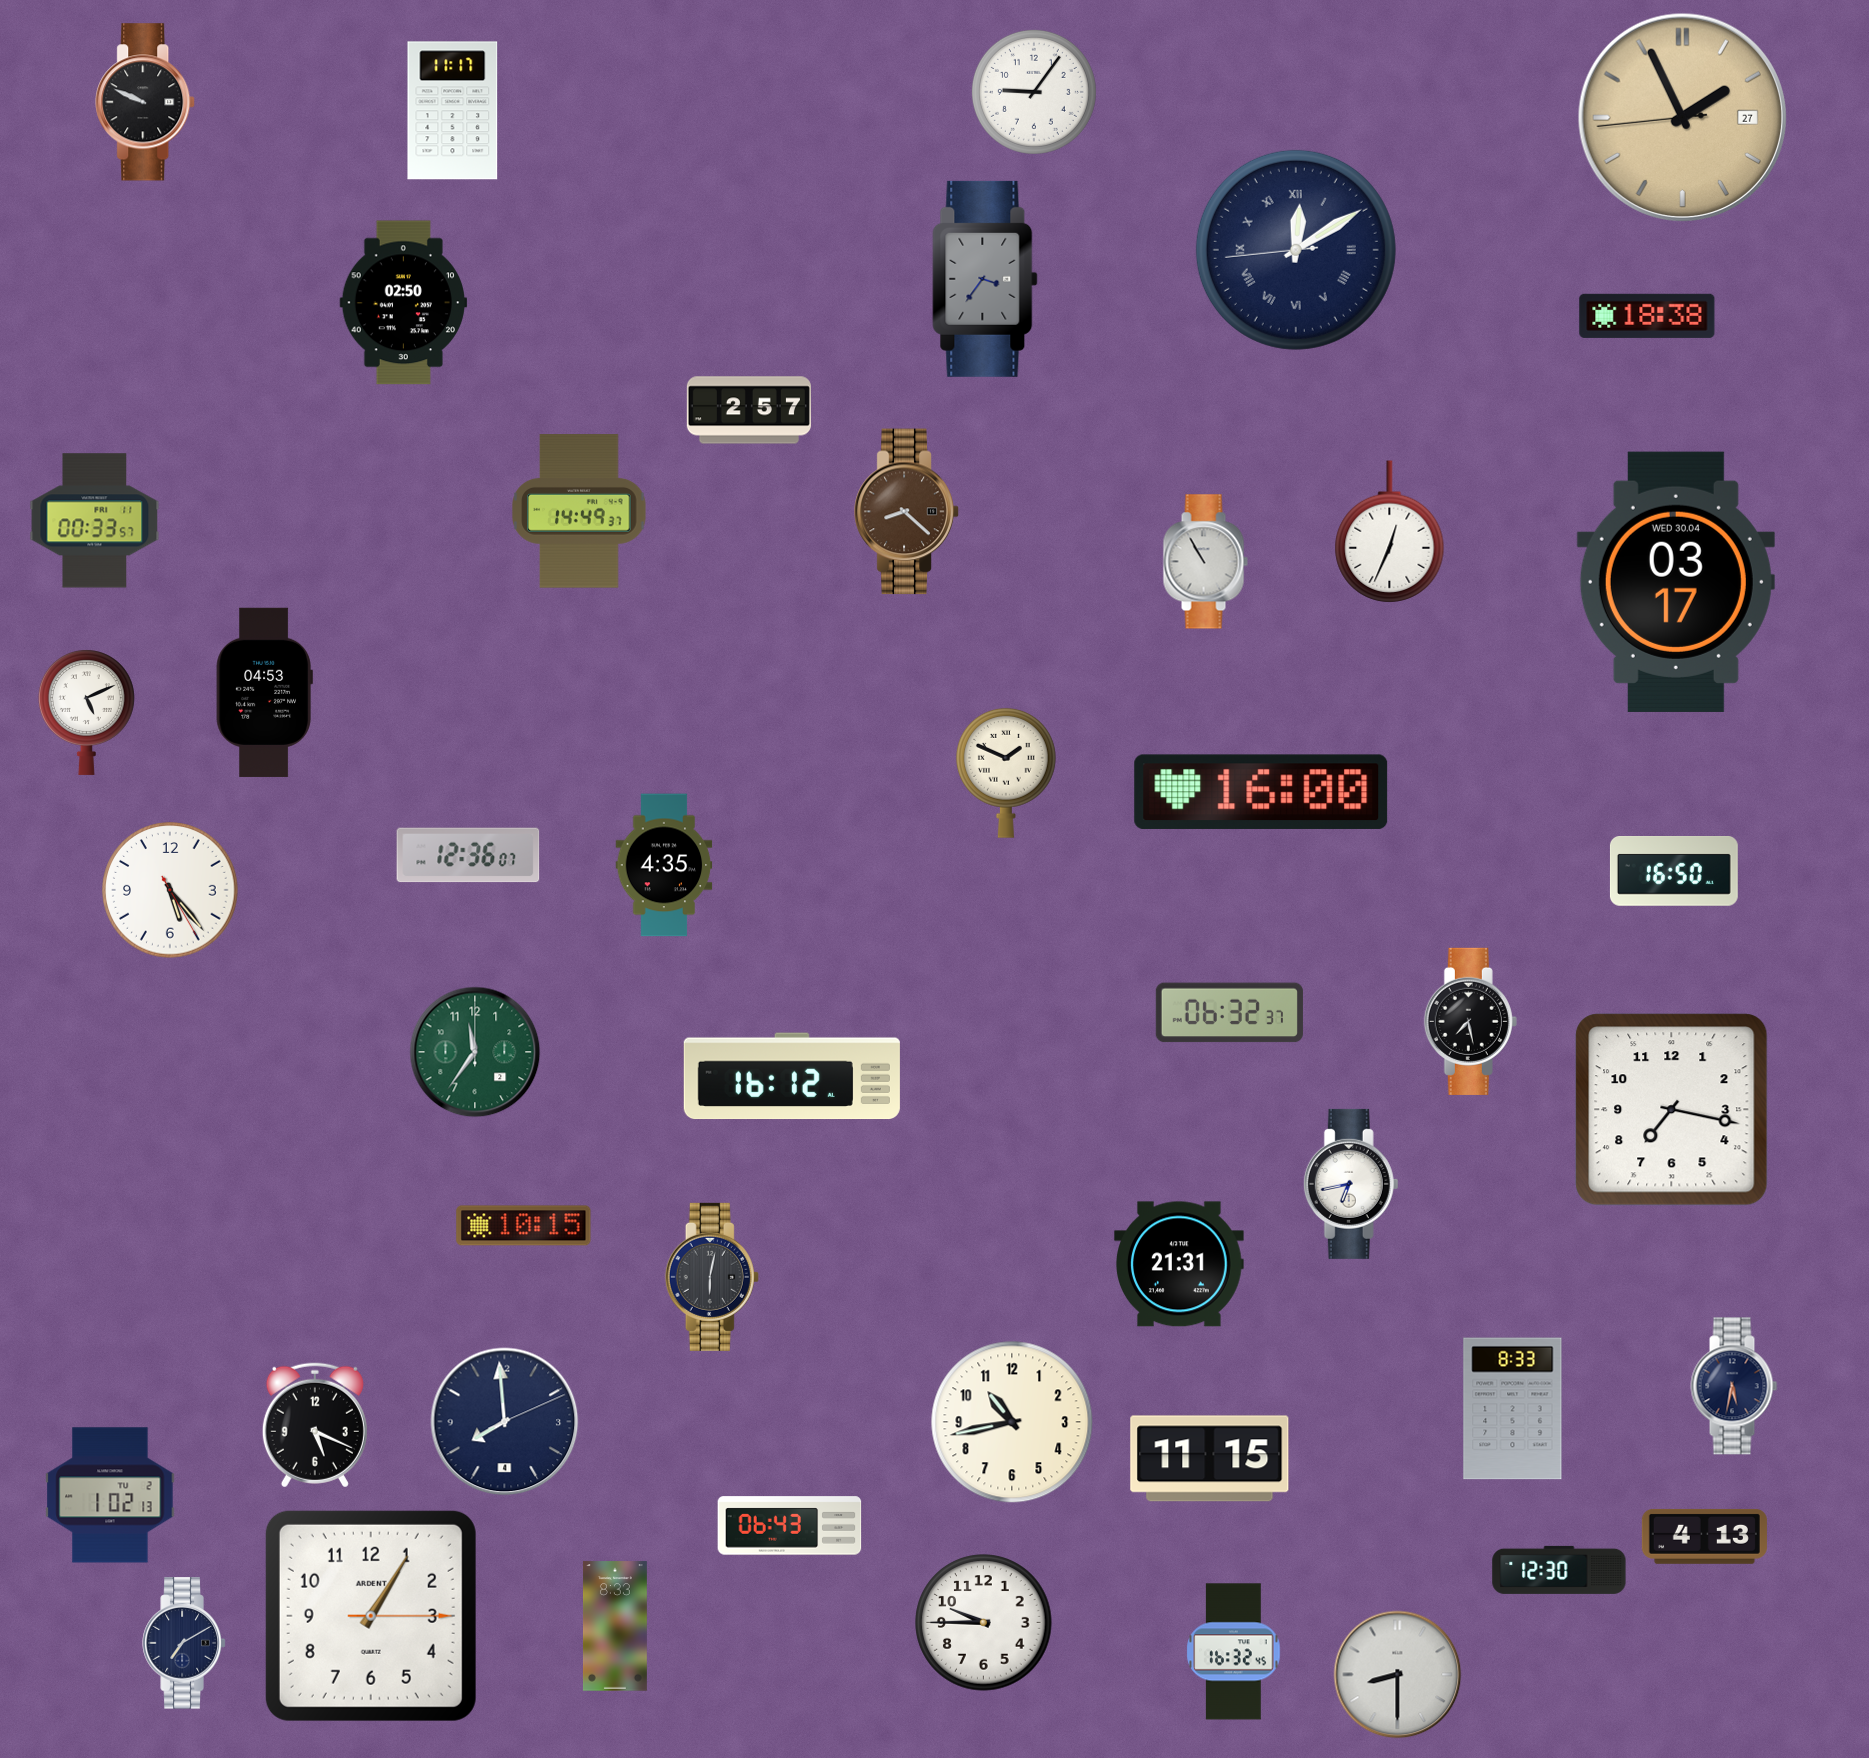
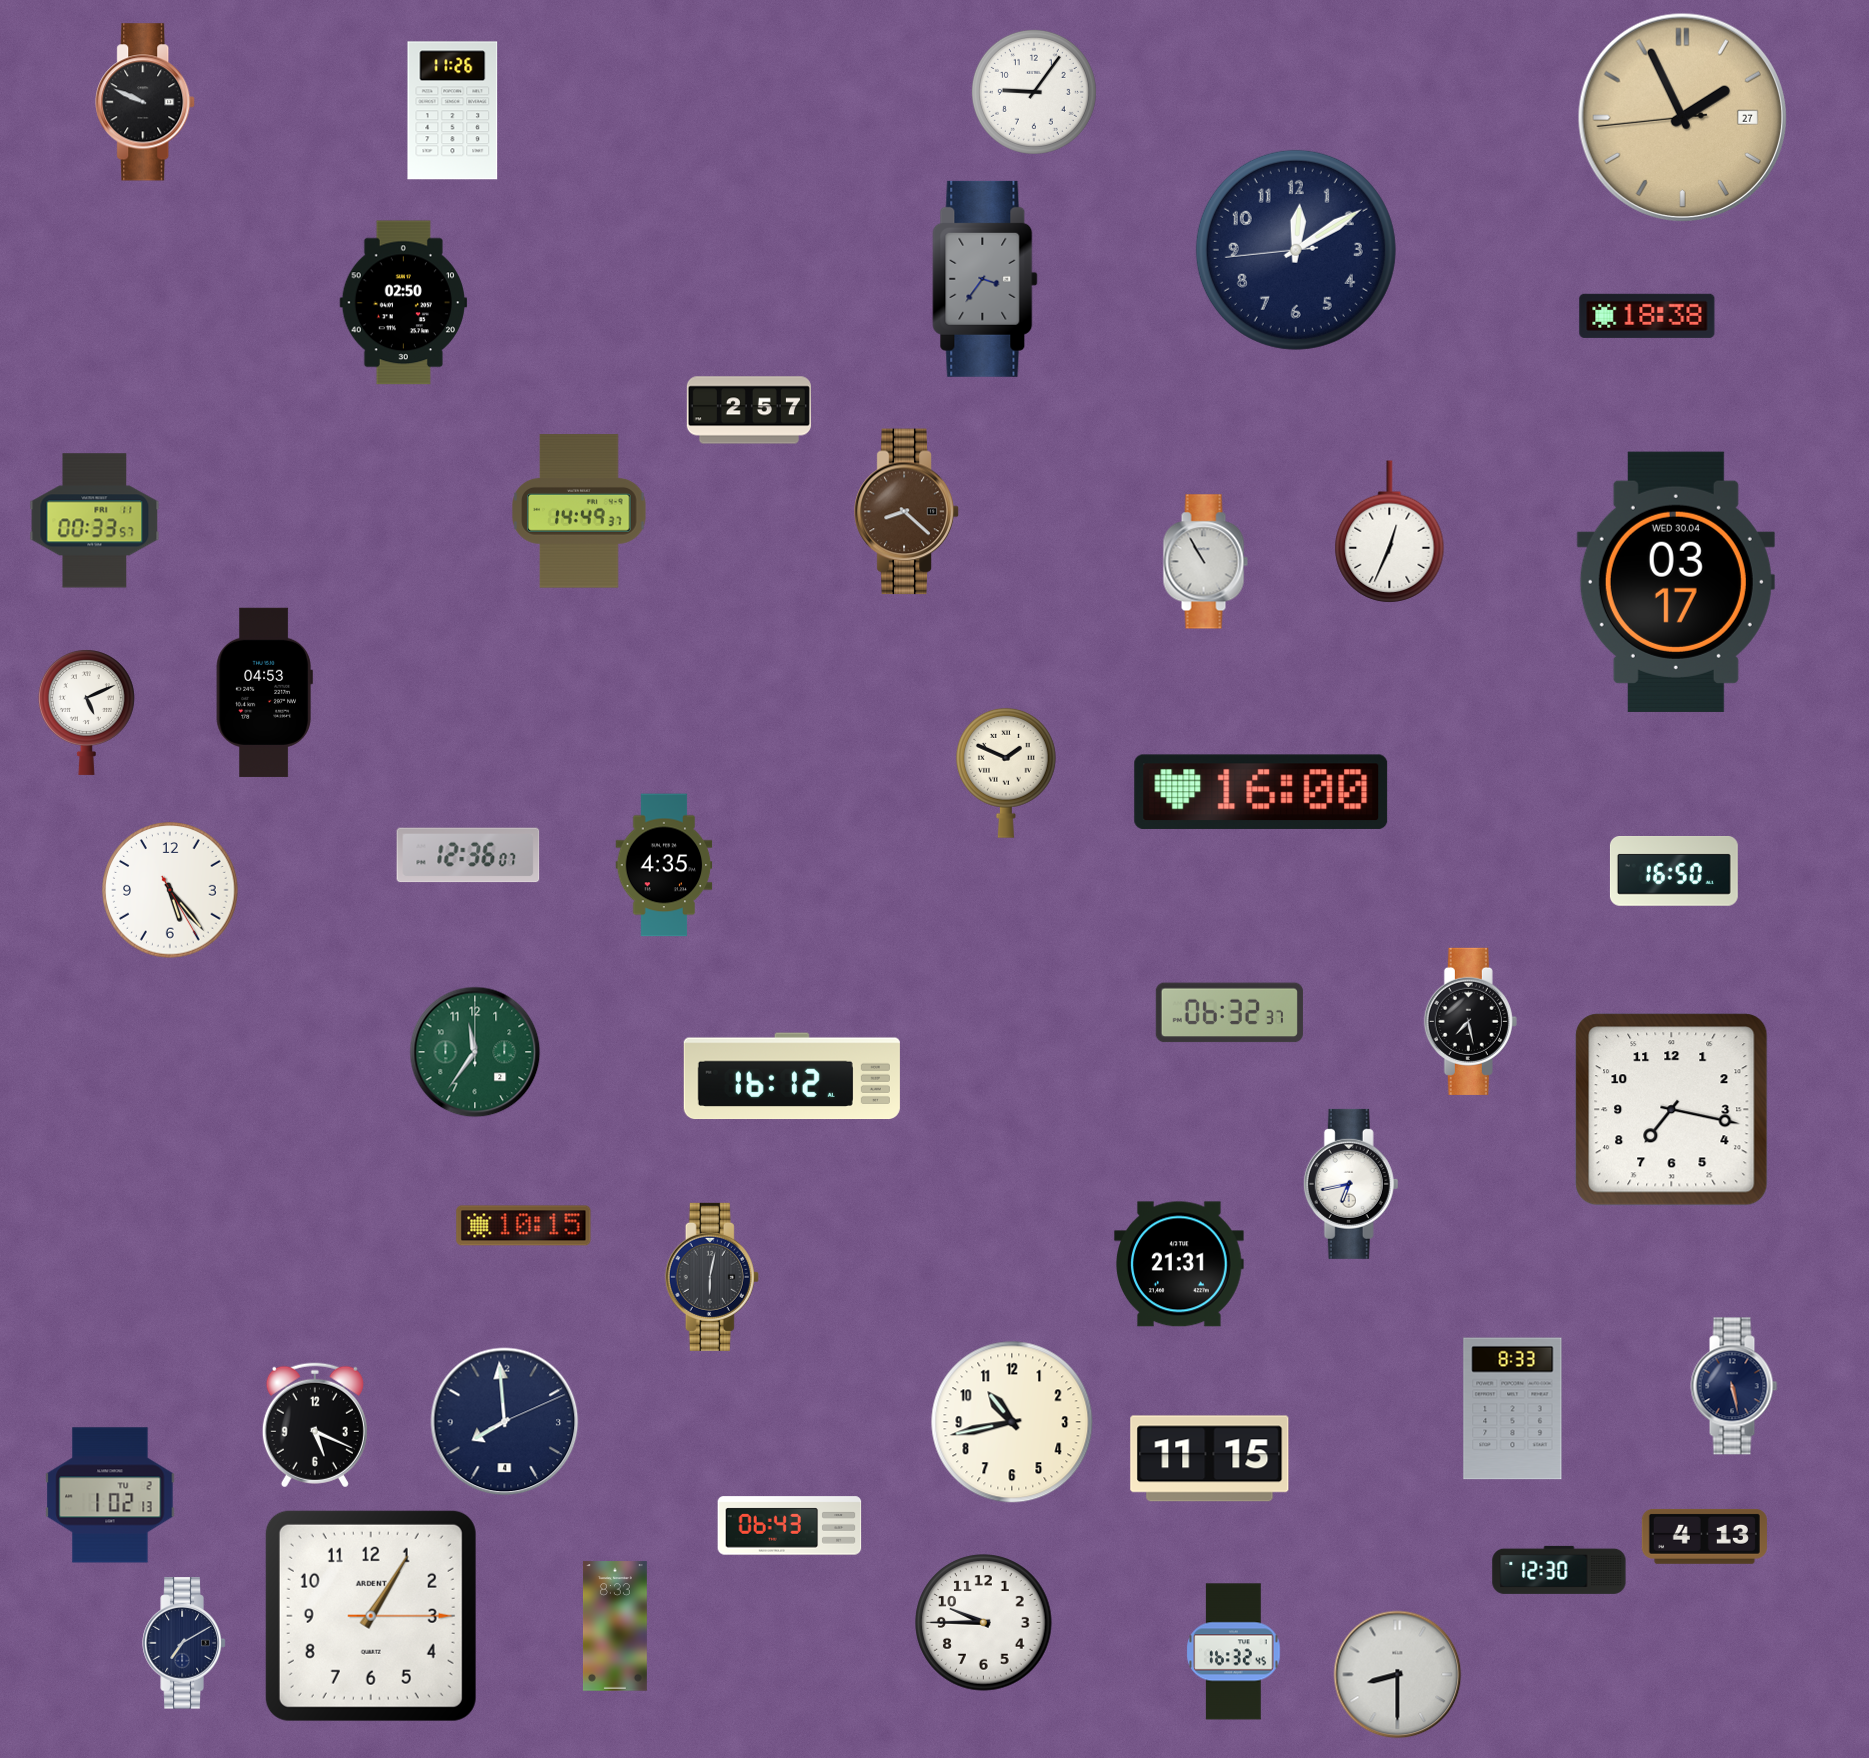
clock at (453, 111): 11:17 -> 11:26
clock at (1296, 250) numerals: Roman -> Arabic
clock at (1734, 1386): 5:32 -> 5:28
